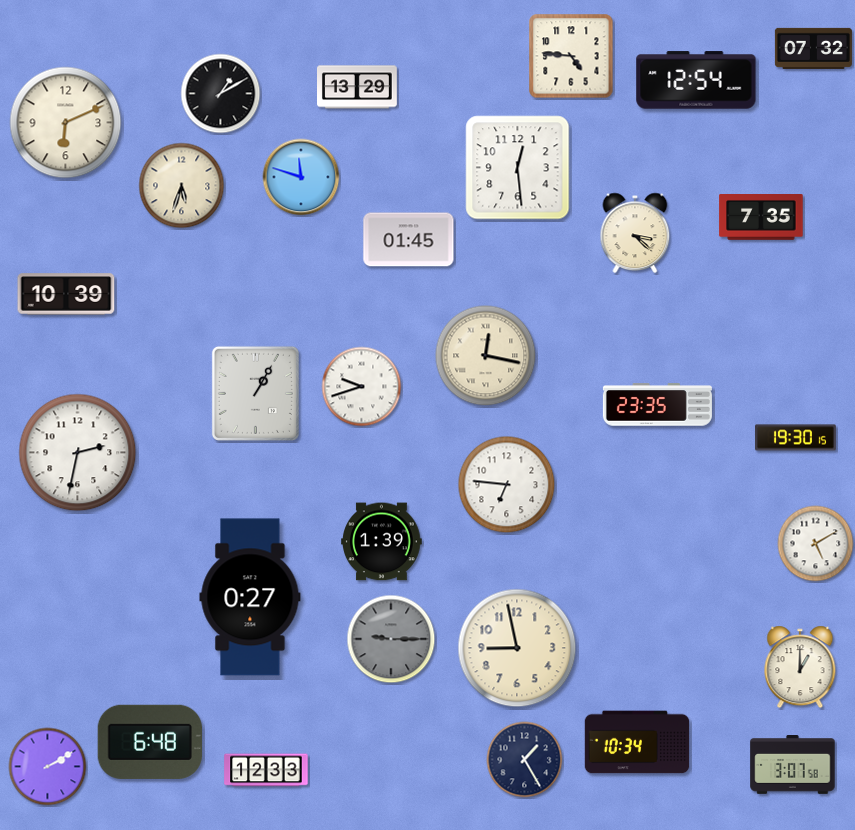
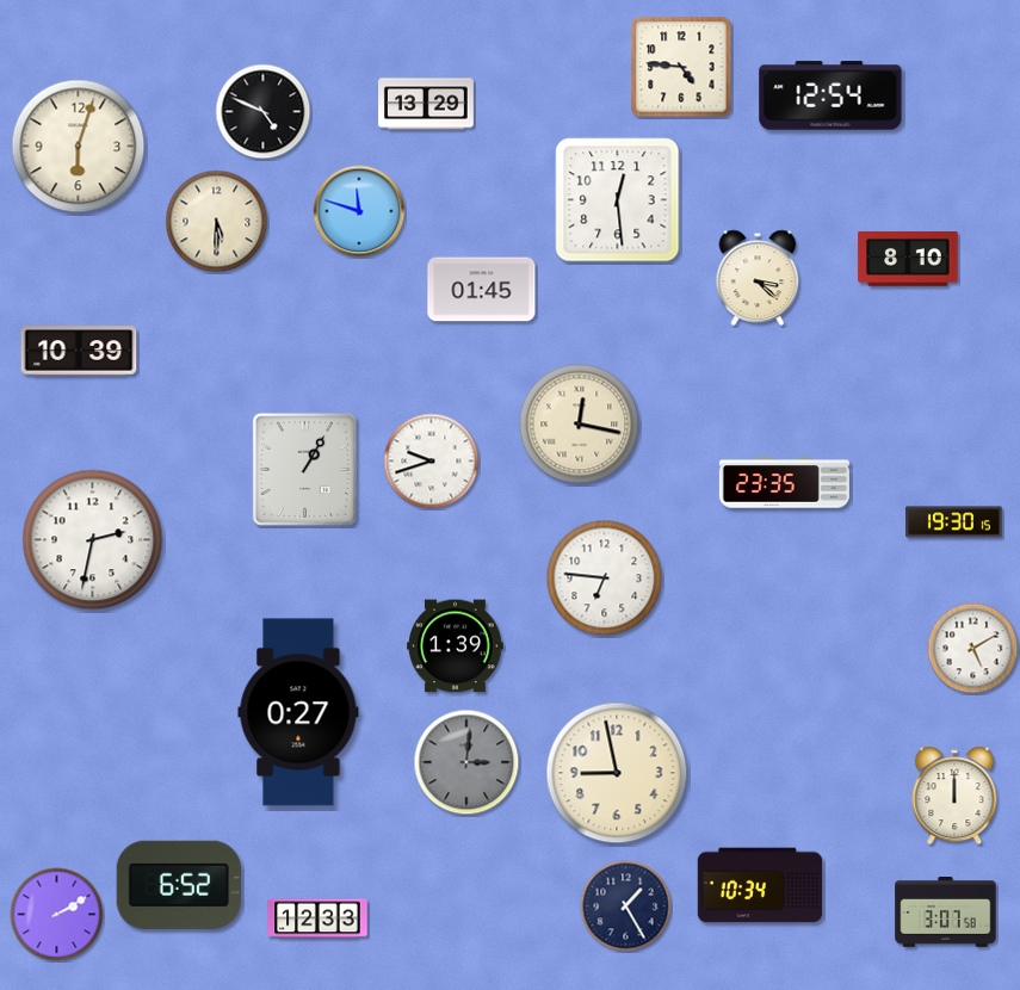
clock at (813, 48): 07:32 -> none
clock at (221, 94): 1:10 -> 4:49
clock at (66, 123): 6:11 -> 6:03
clock at (182, 186): 5:33 -> 5:30
clock at (761, 218): 7:35 -> 8:10
clock at (409, 240) position: (409, 240) -> (482, 290)
clock at (796, 438) position: (796, 438) -> (954, 522)
clock at (391, 639): 9:15 -> 3:01
clock at (800, 667): 1:00 -> 12:00
clock at (150, 742): 6:48 -> 6:52
